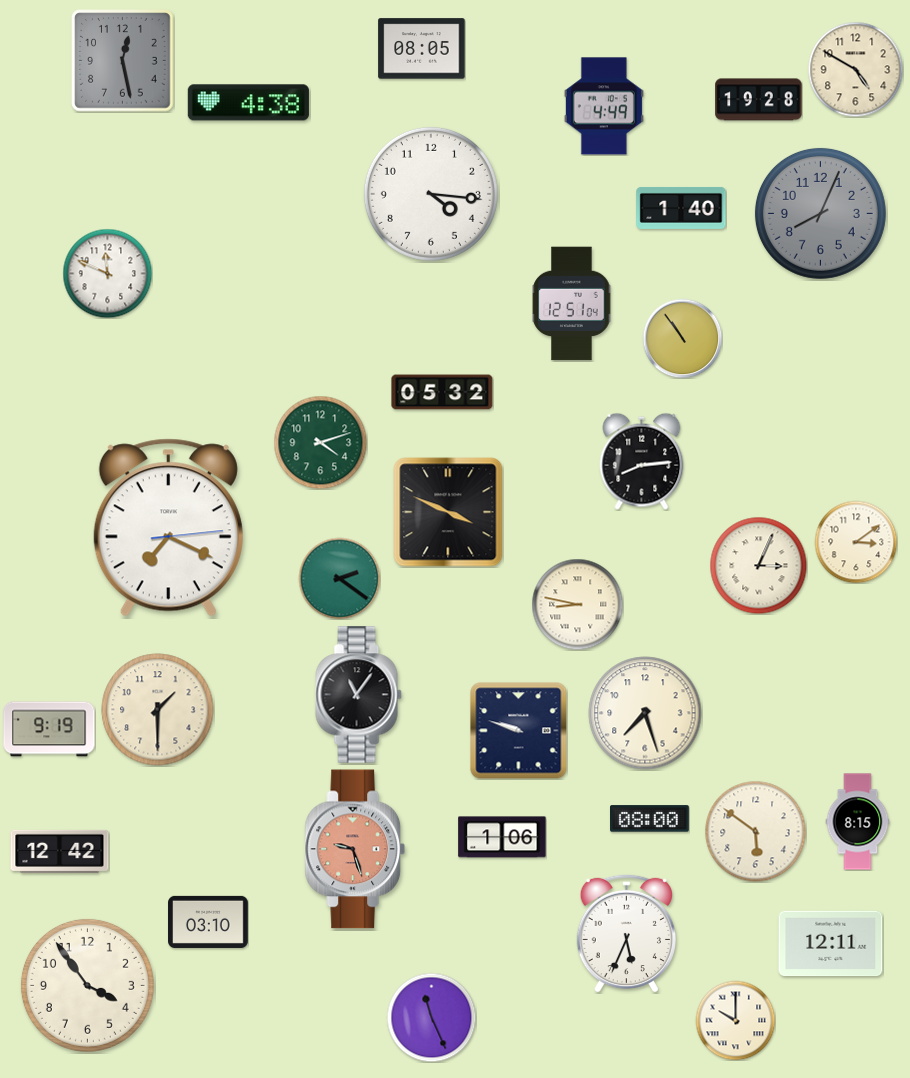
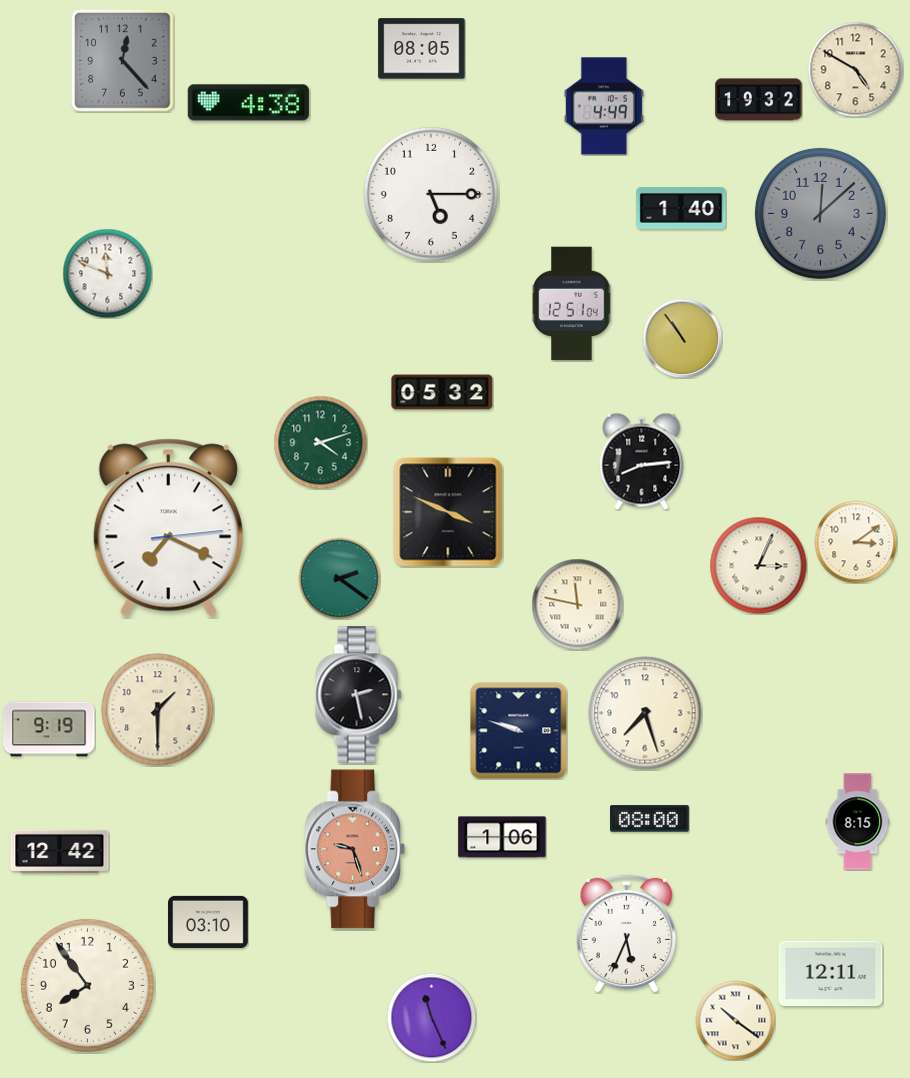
clock at (123, 61): 12:28 -> 12:23
clock at (759, 100): 19:28 -> 19:32
clock at (431, 194): 4:16 -> 5:15
clock at (820, 213): 8:04 -> 12:08
clock at (577, 604): 8:47 -> 11:47
clock at (359, 695): 11:06 -> 2:28
clock at (756, 832): 5:51 -> none
clock at (831, 944) position: (831, 944) -> (831, 974)
clock at (87, 985): 3:54 -> 7:54
clock at (735, 1020): 10:00 -> 10:21
